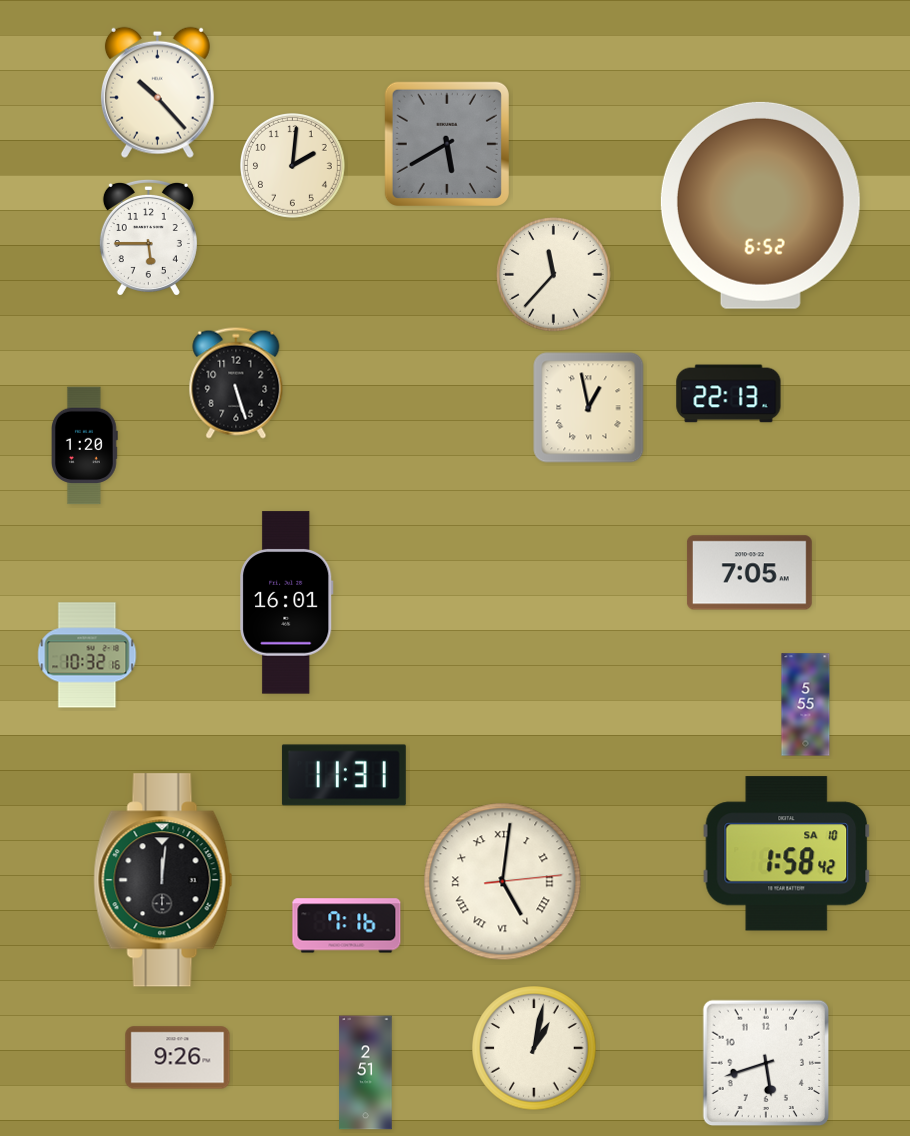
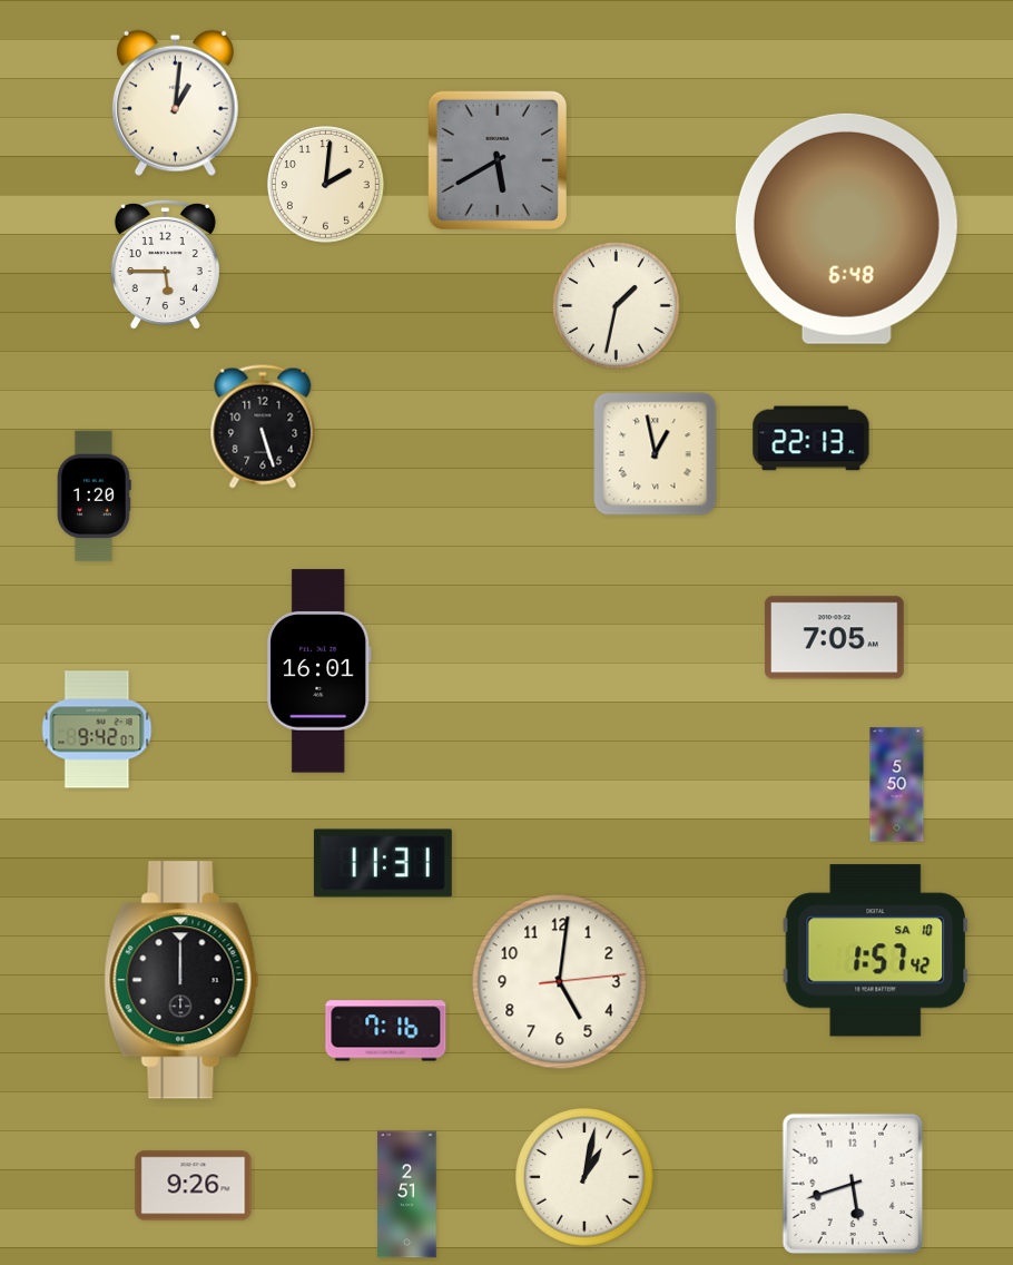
clock at (157, 92): 10:23 -> 1:01
clock at (760, 205): 6:52 -> 6:48
clock at (554, 275): 11:37 -> 1:32
clock at (87, 655): 10:32 -> 9:42
clock at (806, 705): 5:55 -> 5:50
clock at (787, 854): 1:58 -> 1:57
clock at (163, 880): 12:01 -> 12:00
clock at (503, 882) numerals: Roman -> Arabic
clock at (534, 1048) position: (534, 1048) -> (584, 1177)
clock at (178, 1058) position: (178, 1058) -> (194, 1186)
